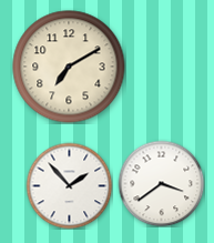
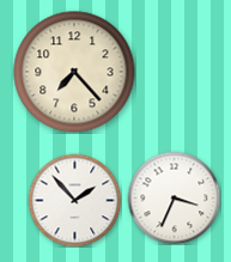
clock at (69, 67): 7:10 -> 7:23
clock at (161, 183): 3:39 -> 3:34
